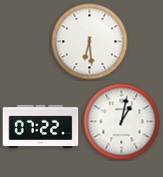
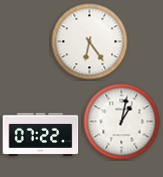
clock at (90, 42): 6:29 -> 6:24
clock at (41, 126) position: (41, 126) -> (41, 134)
